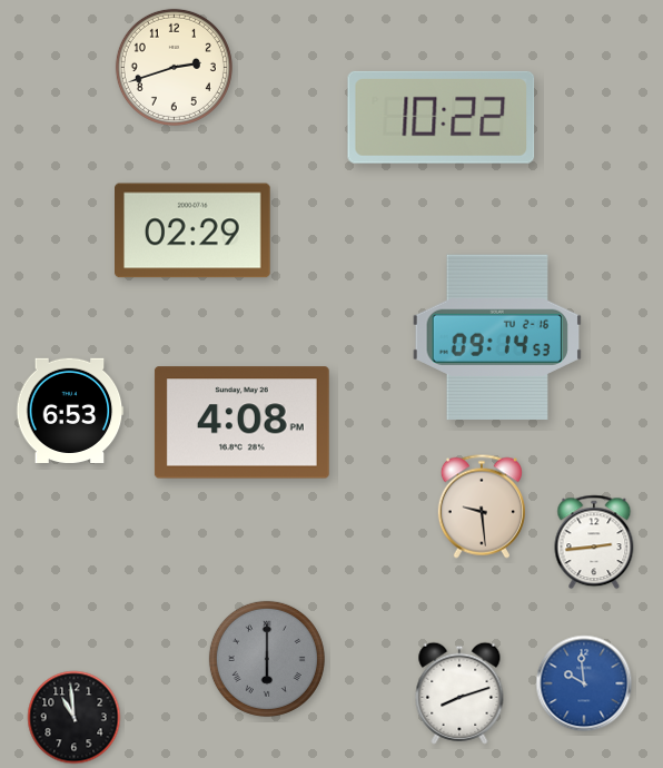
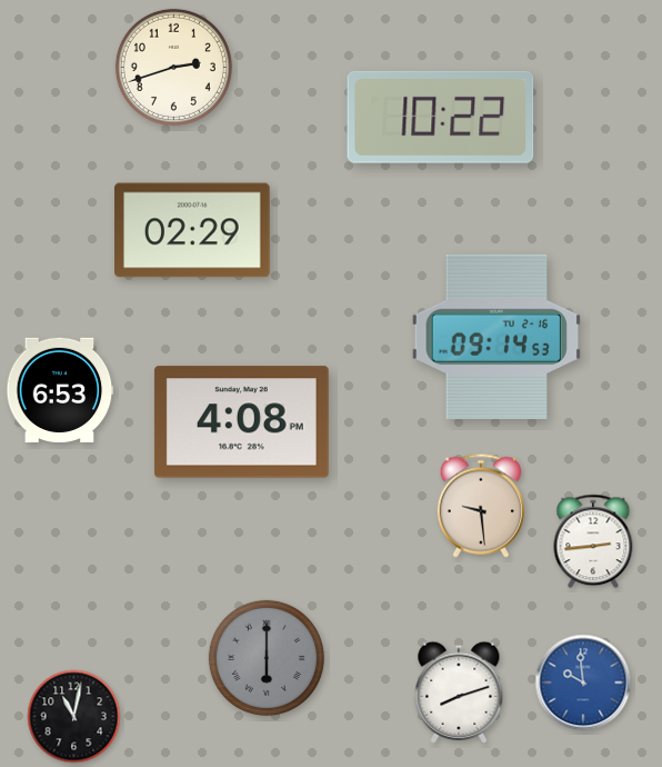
clock at (70, 410) position: (70, 410) -> (60, 389)
clock at (75, 718): 10:59 -> 11:02
